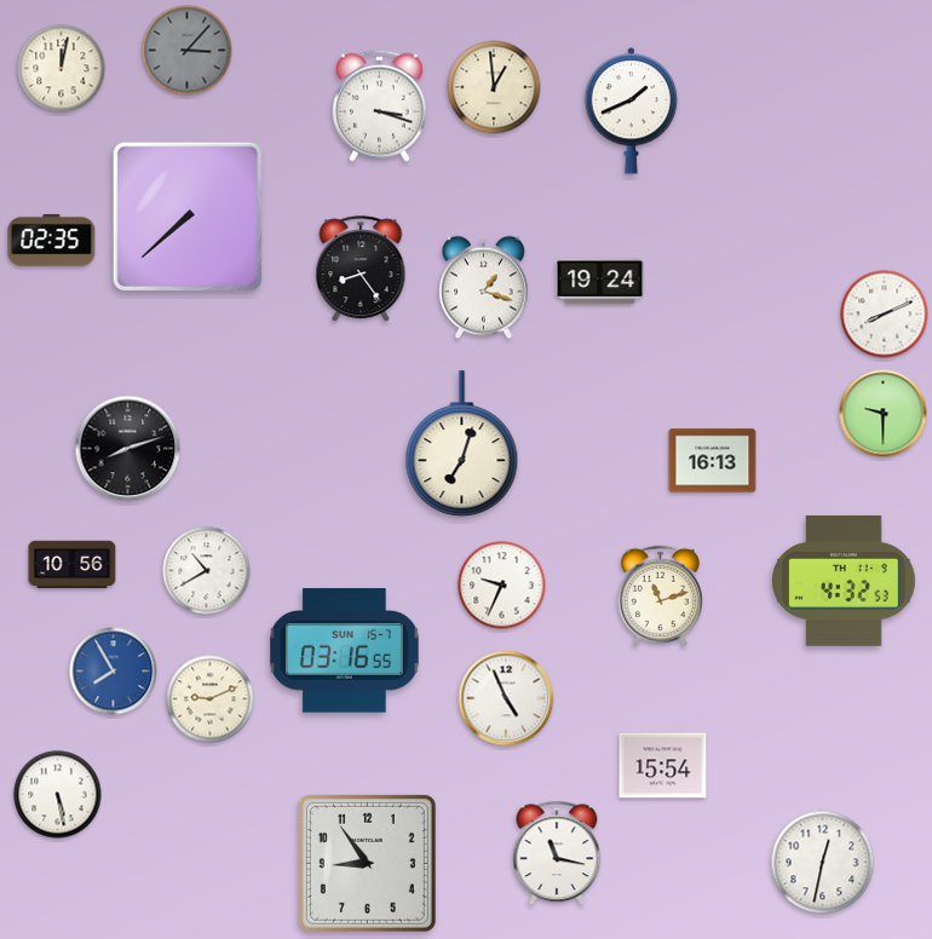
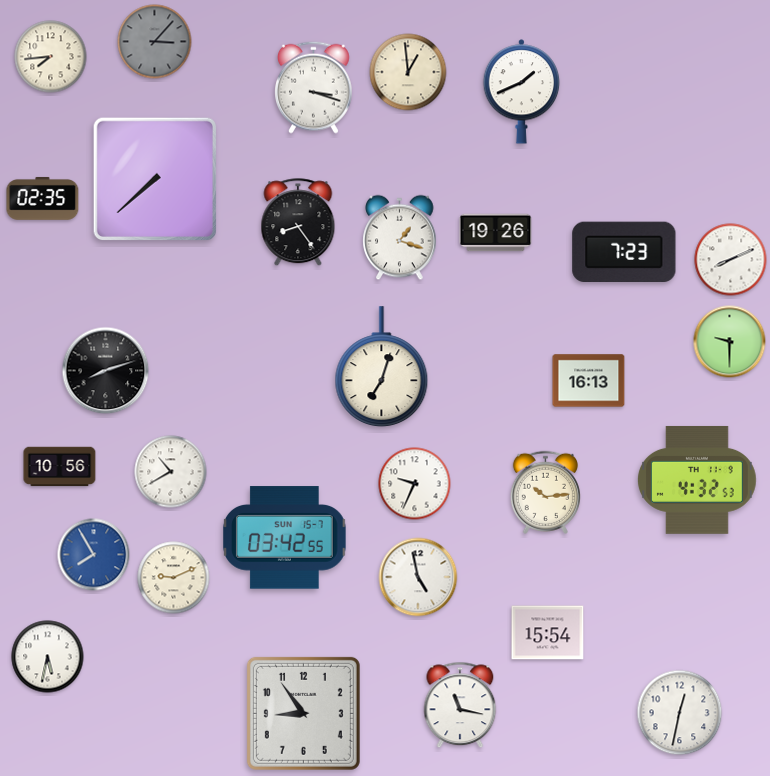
clock at (62, 69): 12:02 -> 7:44
clock at (600, 282): 19:24 -> 19:26
clock at (624, 251): none -> 7:23
clock at (660, 595): 11:12 -> 10:14
clock at (345, 651): 03:16 -> 03:42
clock at (506, 698): 4:56 -> 4:58
clock at (58, 795): 5:28 -> 5:32
